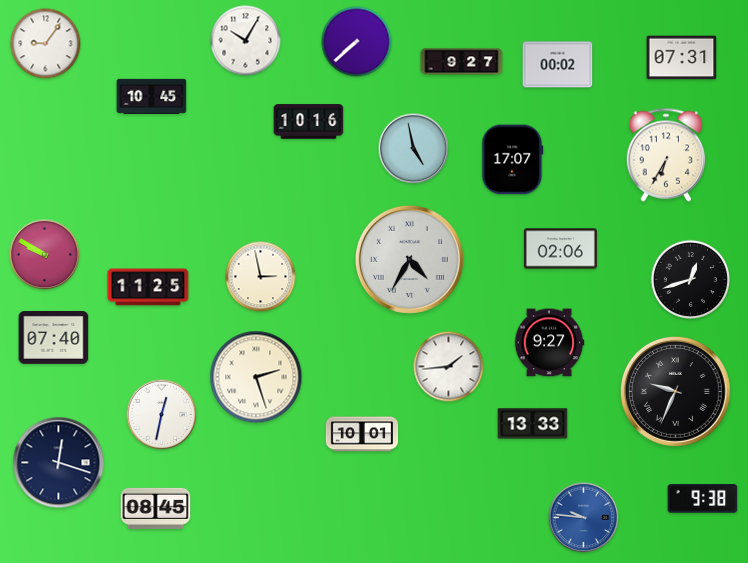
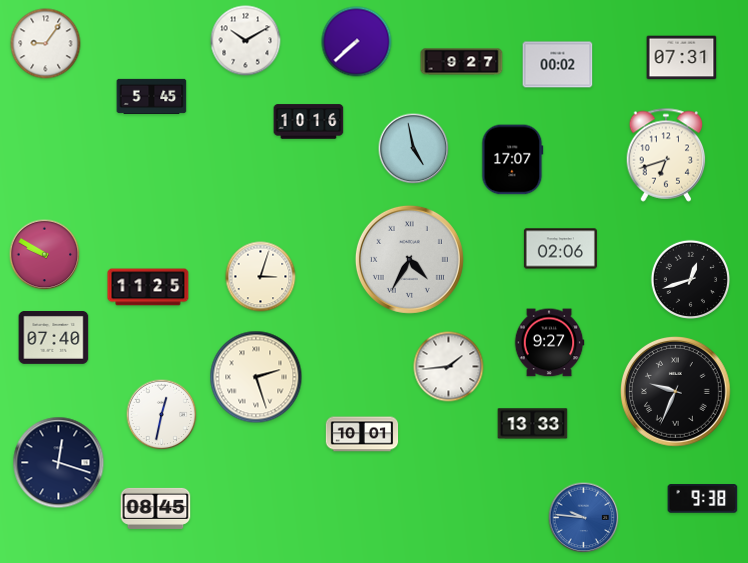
clock at (246, 41): 10:05 -> 10:10
clock at (152, 96): 10:45 -> 5:45
clock at (666, 155): 6:35 -> 6:42
clock at (261, 277): 2:58 -> 3:03
